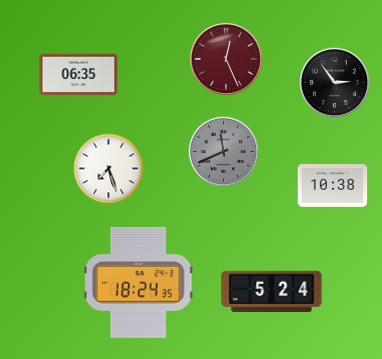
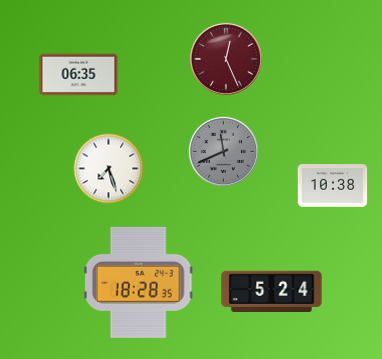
clock at (334, 82): 2:54 -> none
clock at (138, 282): 18:24 -> 18:28
